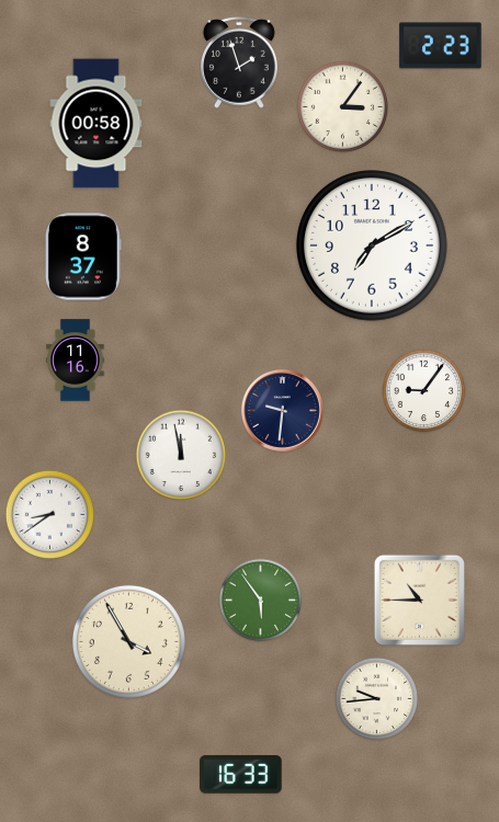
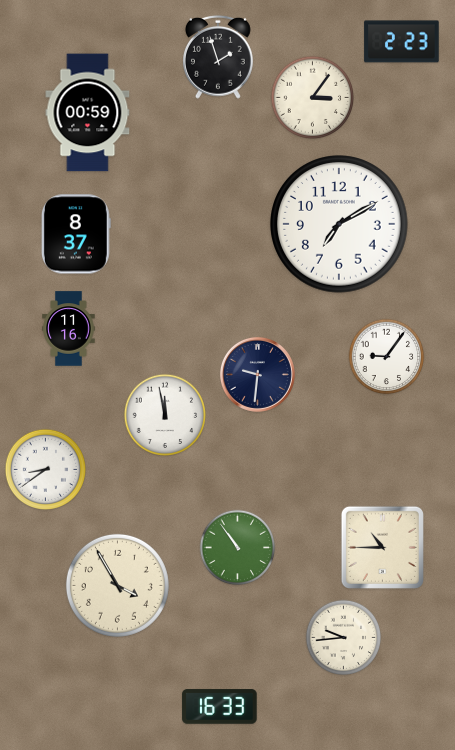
clock at (97, 124): 00:58 -> 00:59
clock at (261, 601): 5:54 -> 10:54
